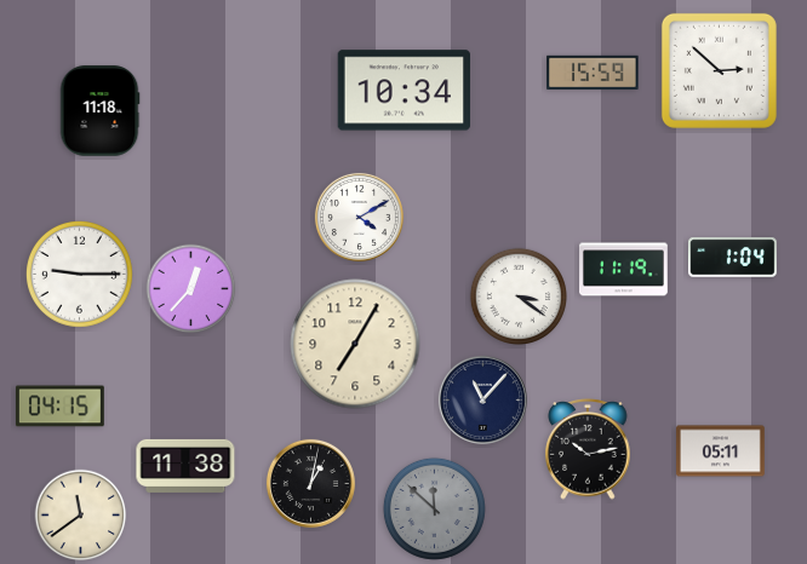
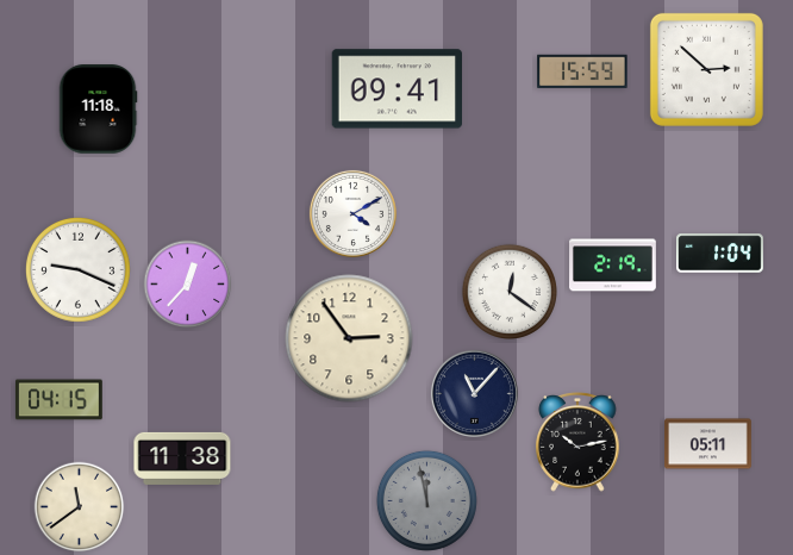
clock at (403, 91): 10:34 -> 09:41
clock at (624, 270): 11:19 -> 2:19
clock at (79, 274): 9:15 -> 9:19
clock at (517, 295): 3:21 -> 12:21
clock at (355, 344): 7:05 -> 2:54
clock at (310, 483): 1:02 -> none
clock at (434, 508): 11:52 -> 11:58
